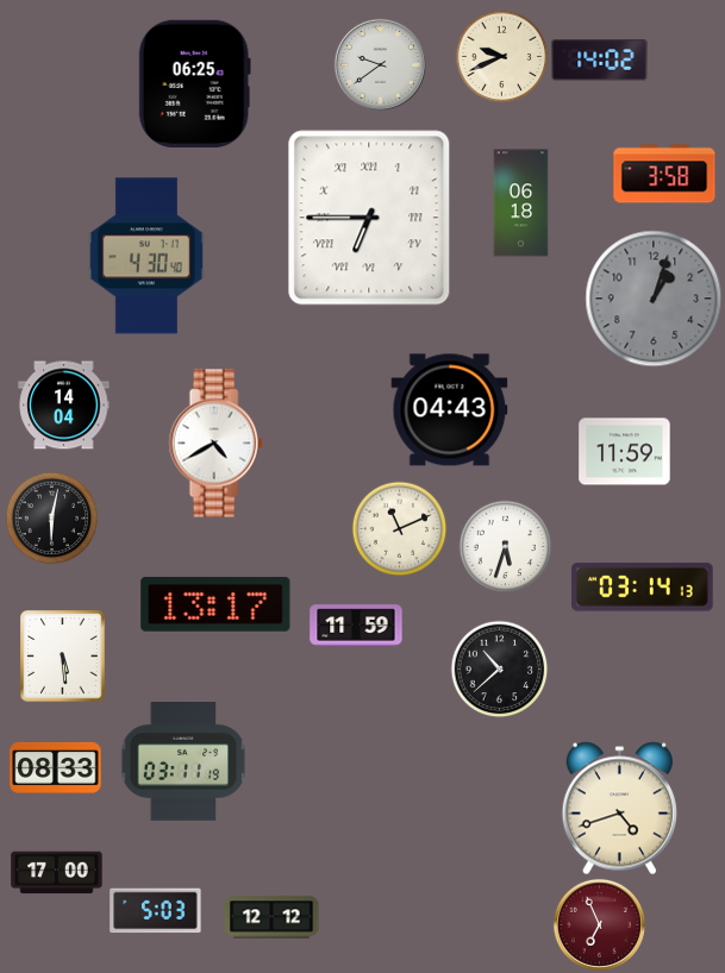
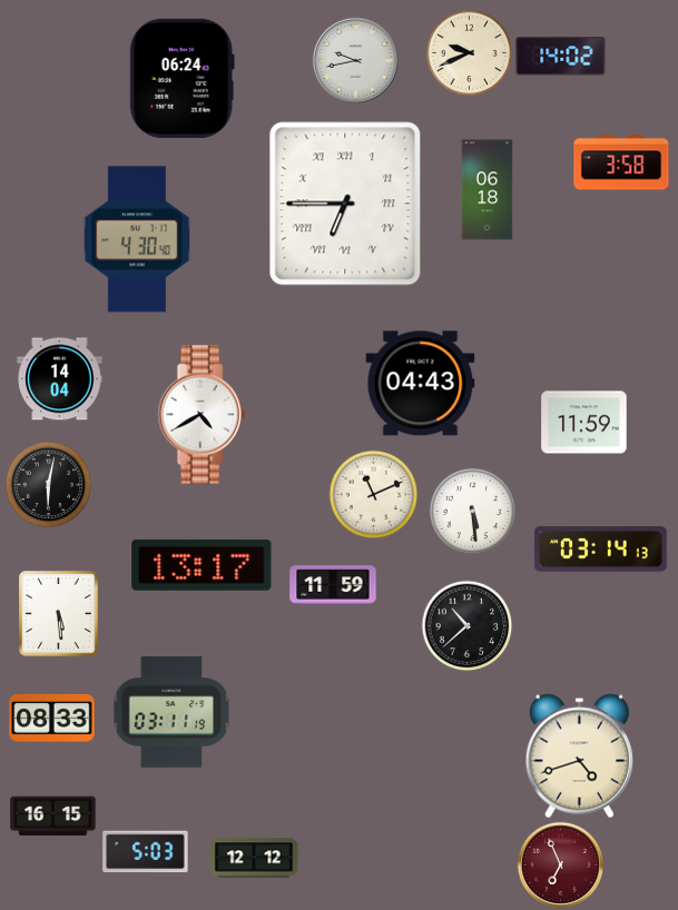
clock at (380, 64): 9:39 -> 9:43
clock at (194, 83): 06:25 -> 06:24
clock at (654, 299): 1:03 -> none
clock at (505, 546): 5:33 -> 5:29
clock at (57, 873): 17:00 -> 16:15
